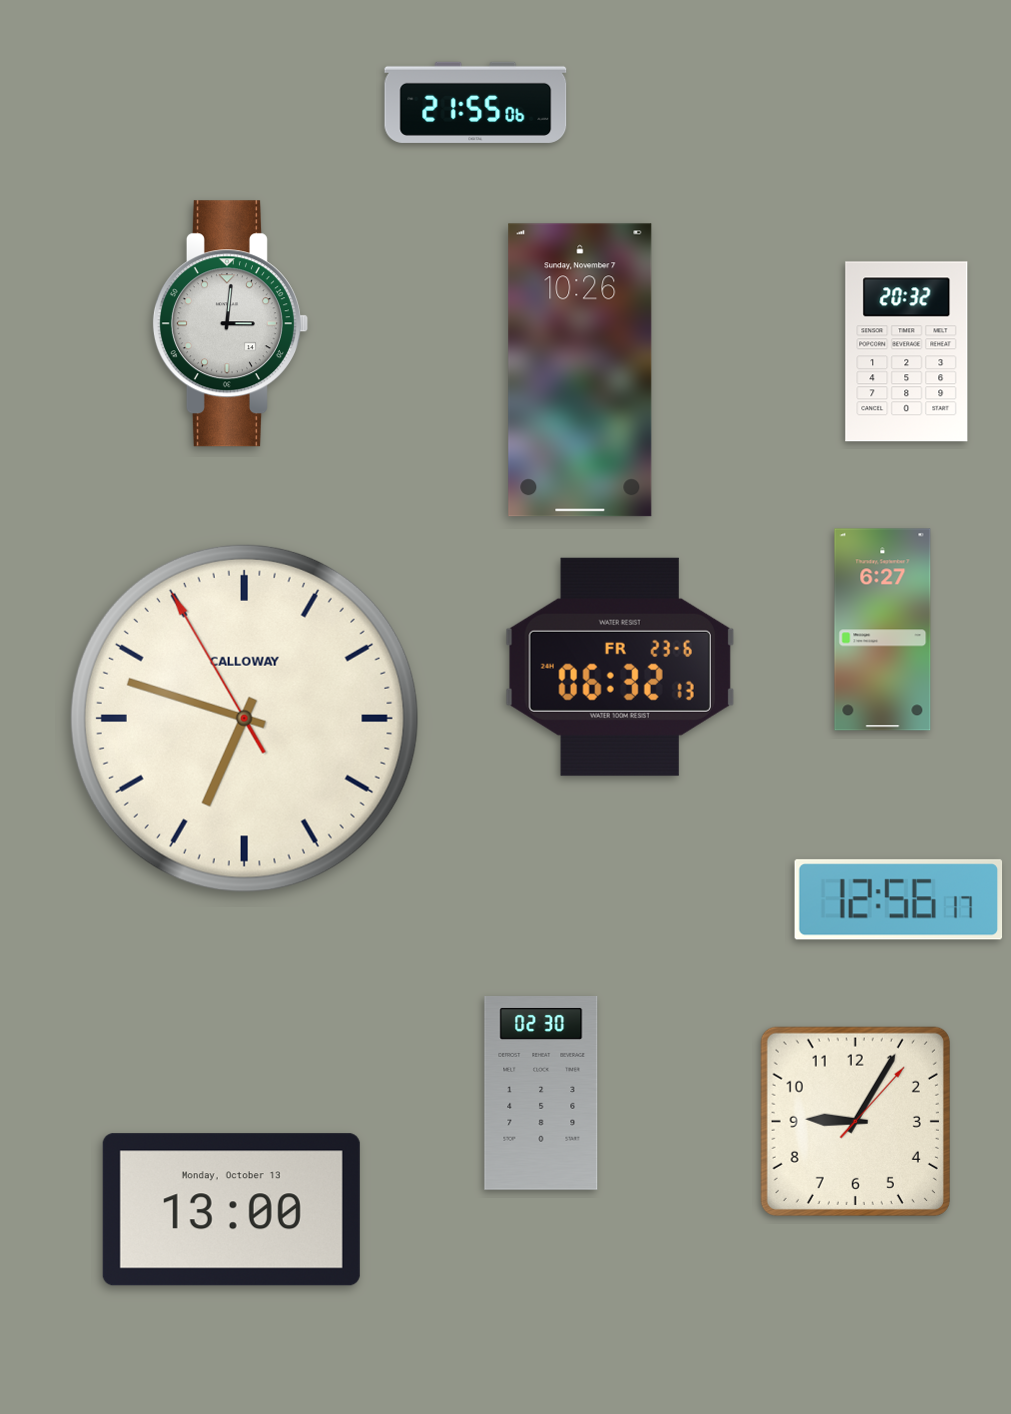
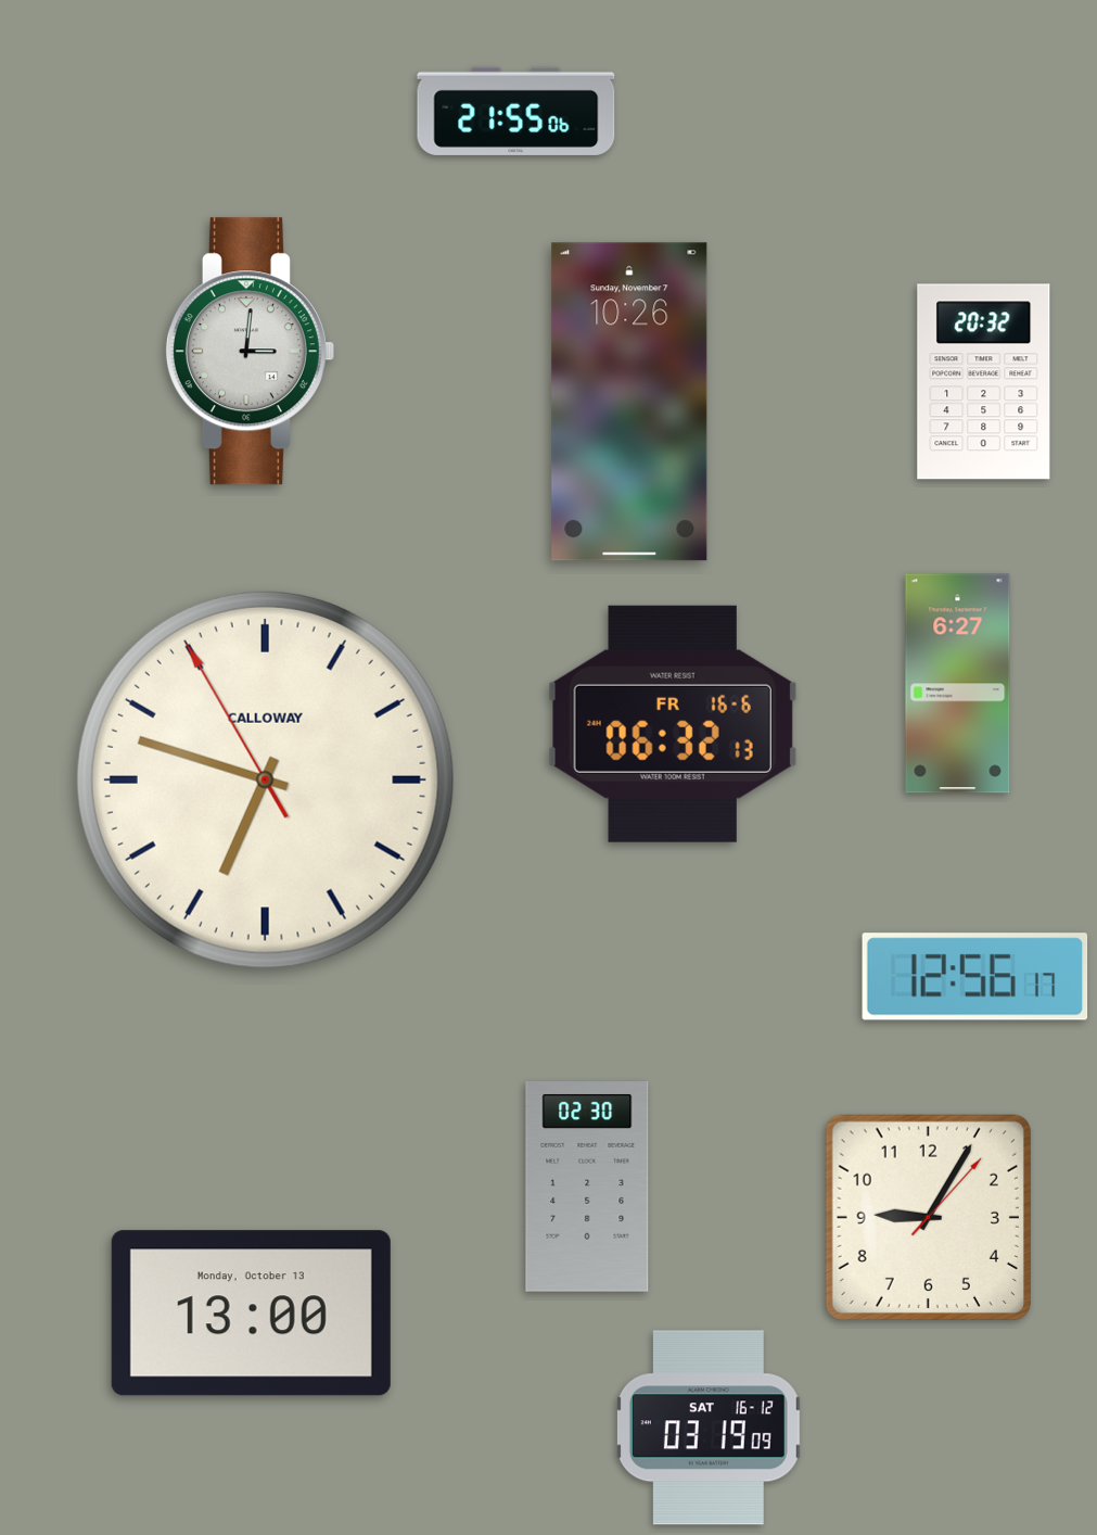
clock at (620, 667) date: FR 23-6 -> FR 16-6
clock at (709, 1428): none -> 03:19
